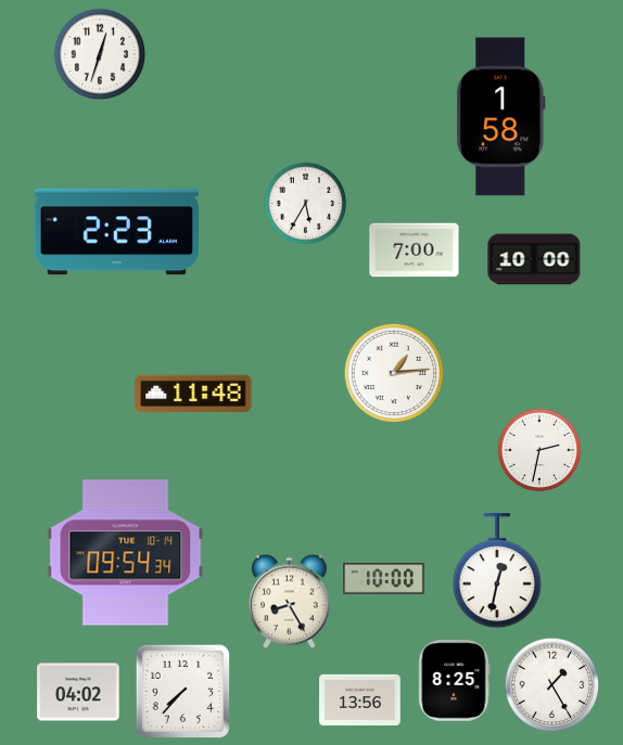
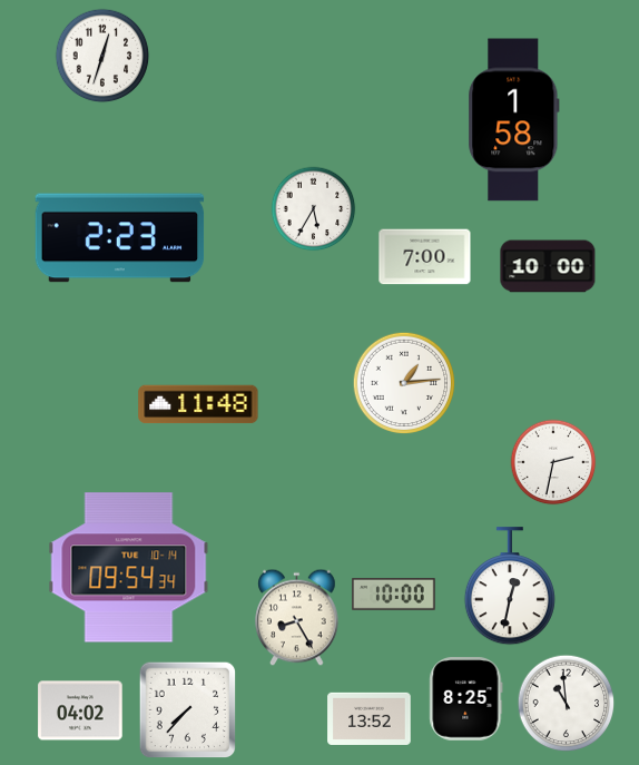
clock at (552, 685): 1:25 -> 10:59
clock at (360, 699): 13:56 -> 13:52
